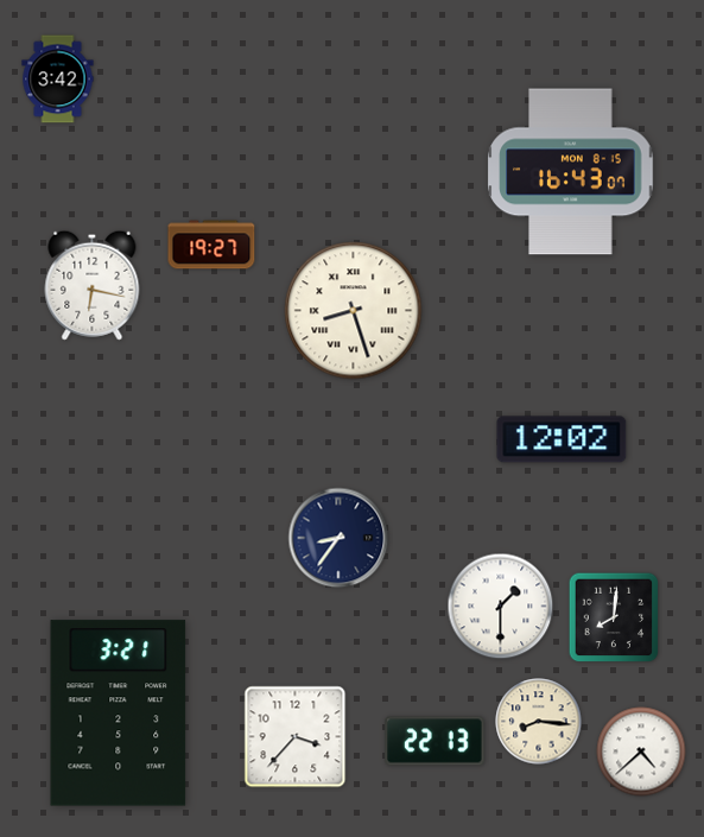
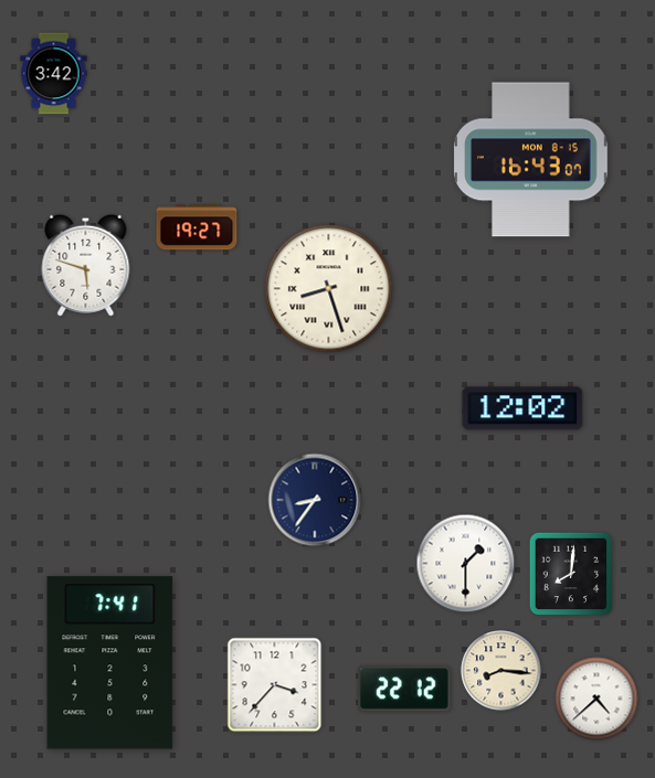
clock at (93, 285): 6:17 -> 5:48
clock at (119, 714): 3:21 -> 7:41
clock at (435, 741): 22:13 -> 22:12
